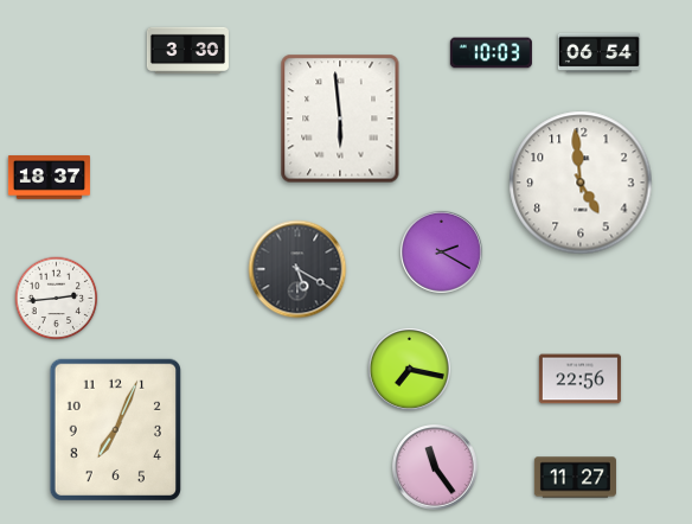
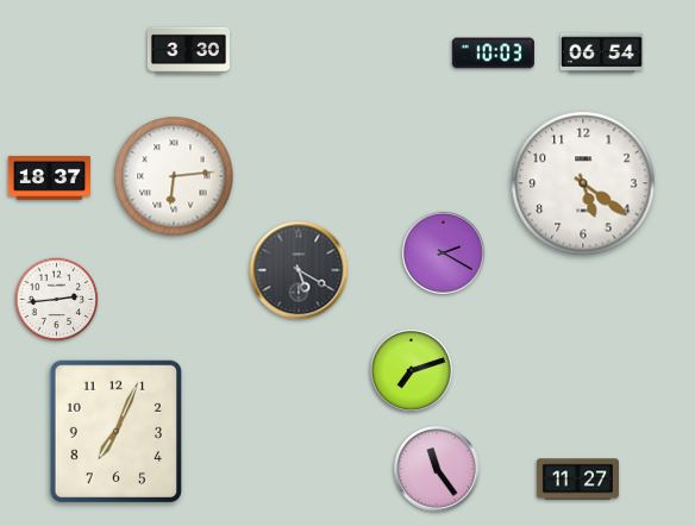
clock at (340, 119): 5:59 -> none
clock at (174, 176): none -> 6:14
clock at (581, 183): 4:59 -> 5:21
clock at (409, 369): 7:17 -> 7:12
clock at (579, 379): 22:56 -> none
